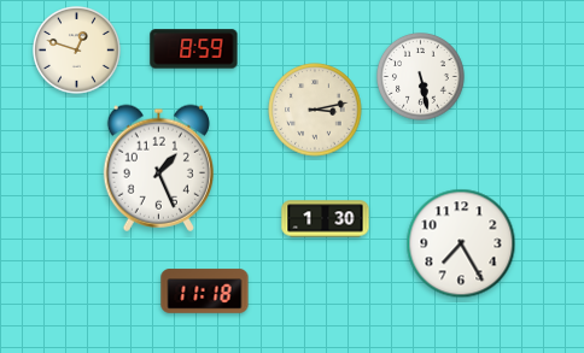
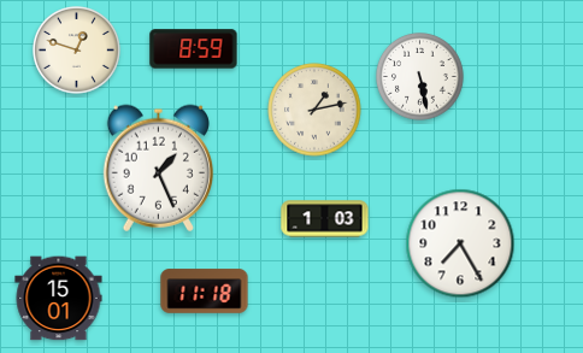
clock at (315, 110): 3:13 -> 1:13
clock at (326, 219): 1:30 -> 1:03
clock at (59, 299): none -> 15:01
